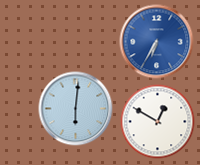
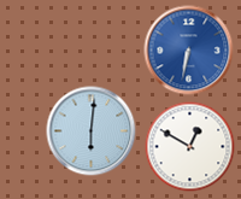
clock at (157, 42): 6:35 -> 6:32
